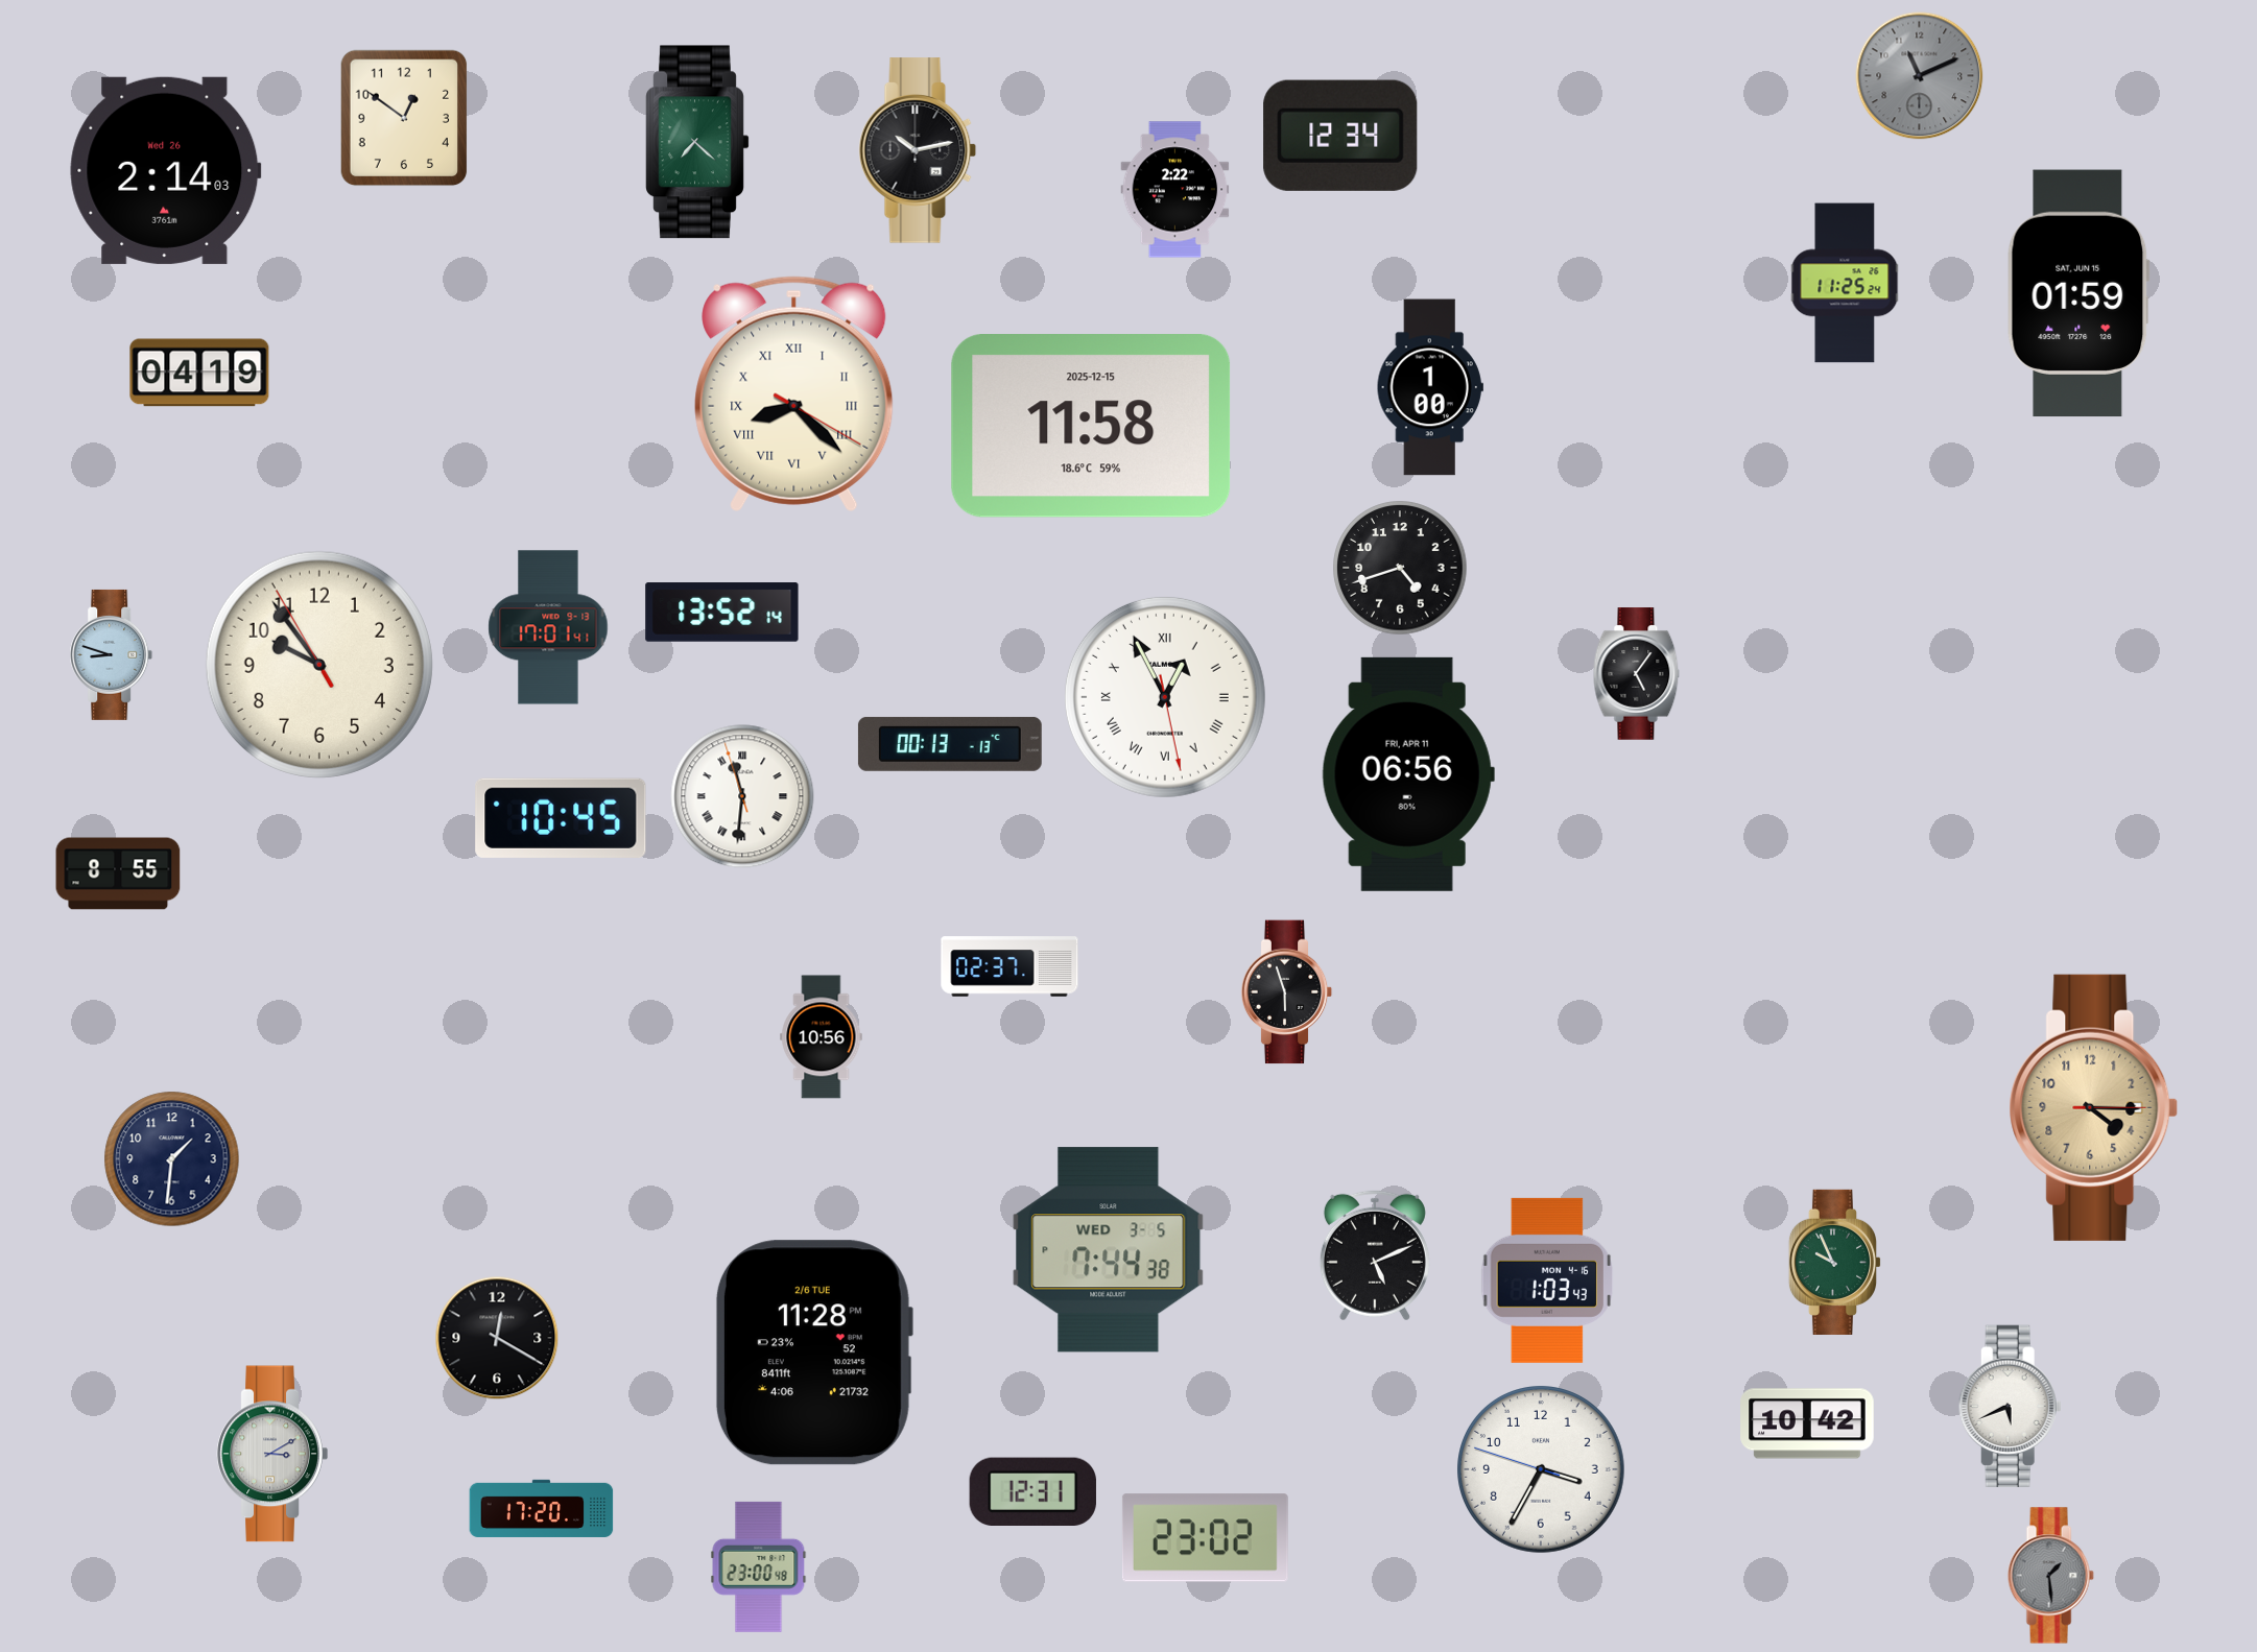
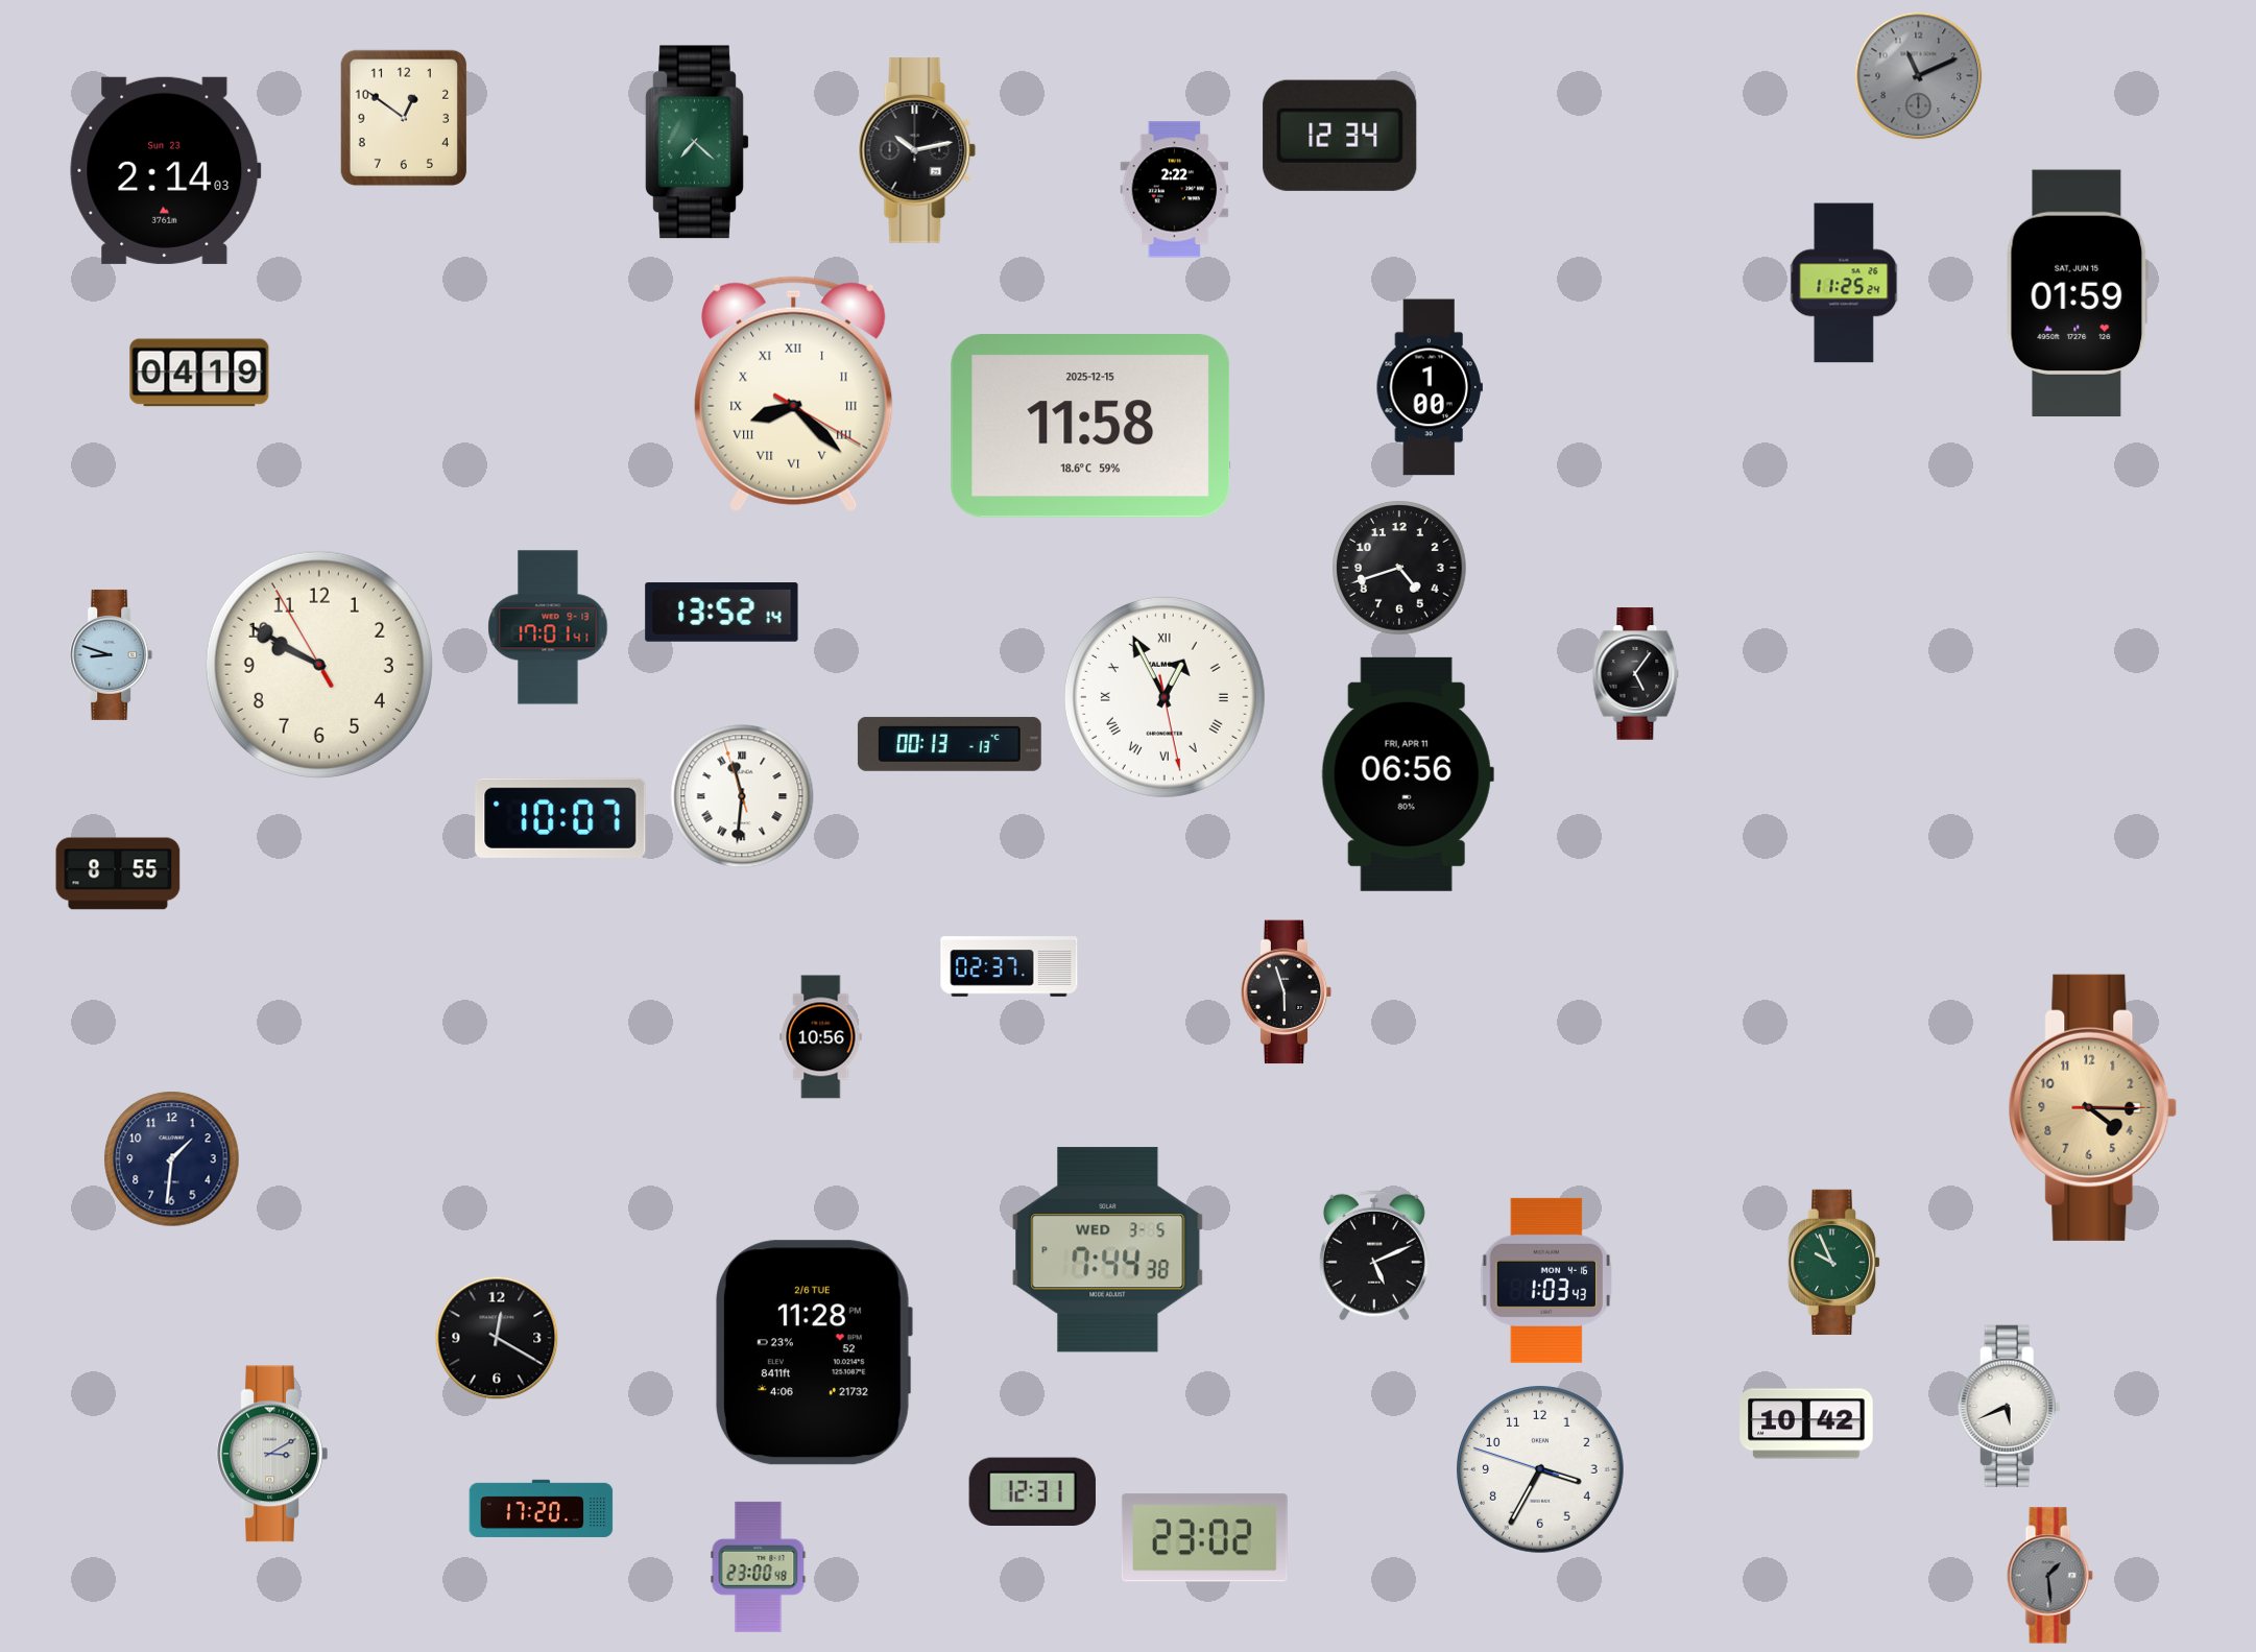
clock at (166, 170) date: Wed 26 -> Sun 23
clock at (319, 665): 9:53 -> 9:49
clock at (561, 818): 10:45 -> 10:07
